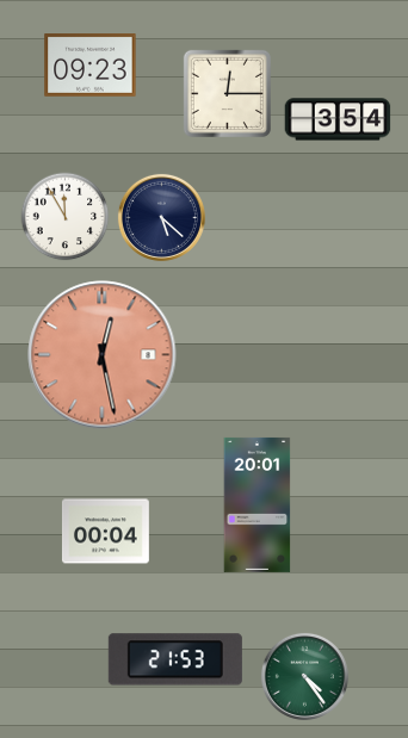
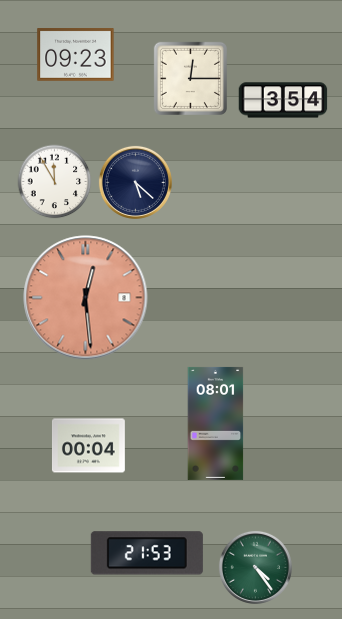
clock at (103, 355): 12:28 -> 12:29
clock at (258, 504): 20:01 -> 08:01
